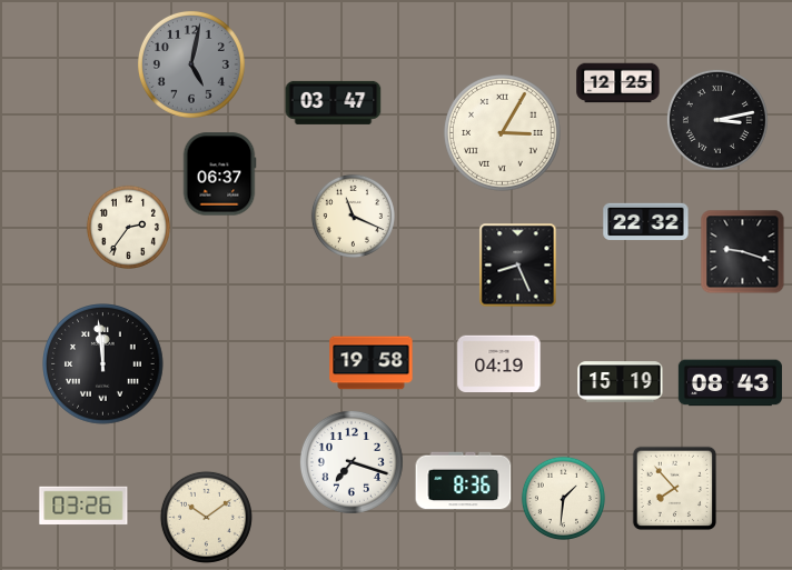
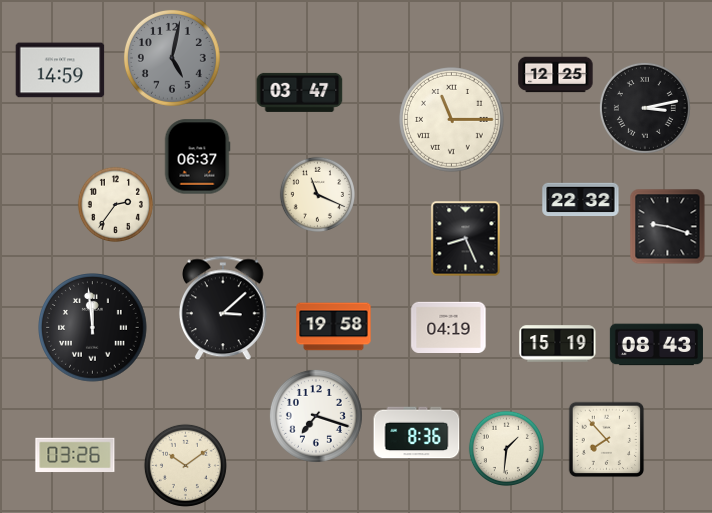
clock at (60, 70): none -> 14:59
clock at (503, 133): 3:05 -> 11:15
clock at (224, 308): none -> 3:08
